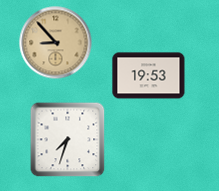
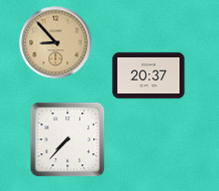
clock at (149, 76): 19:53 -> 20:37
clock at (68, 140): 7:33 -> 7:37
